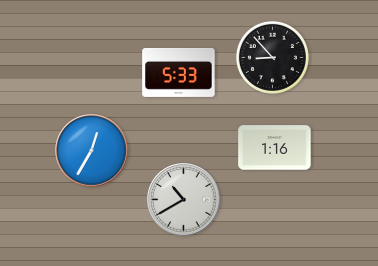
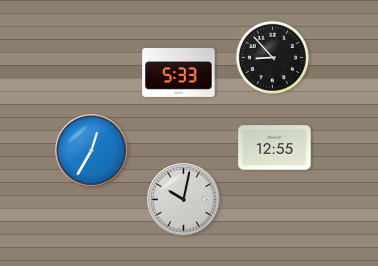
clock at (275, 148): 1:16 -> 12:55
clock at (184, 200): 10:40 -> 10:02
